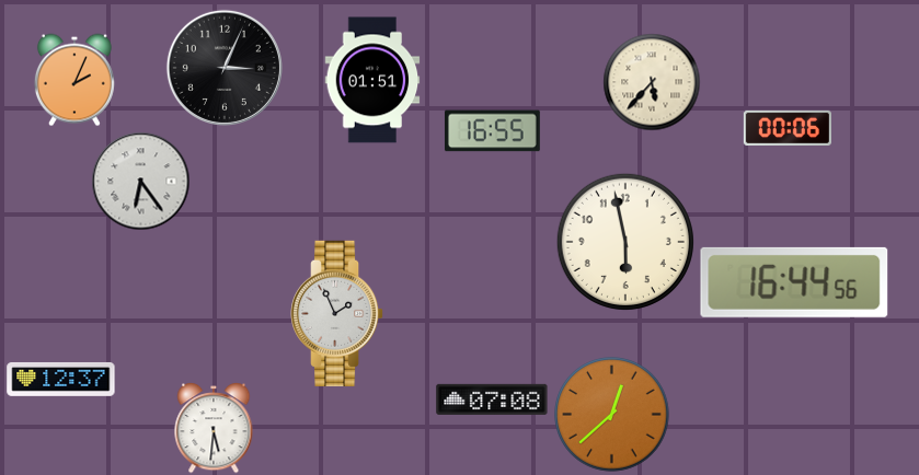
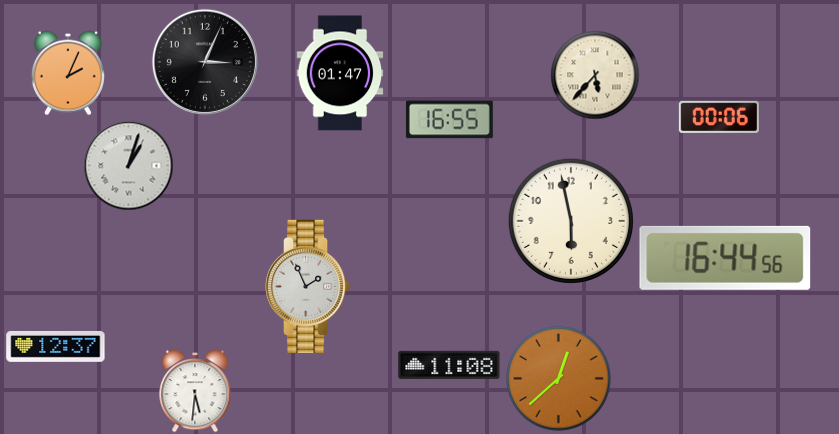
clock at (372, 80): 01:51 -> 01:47
clock at (140, 181): 6:24 -> 1:03
clock at (492, 399): 07:08 -> 11:08
